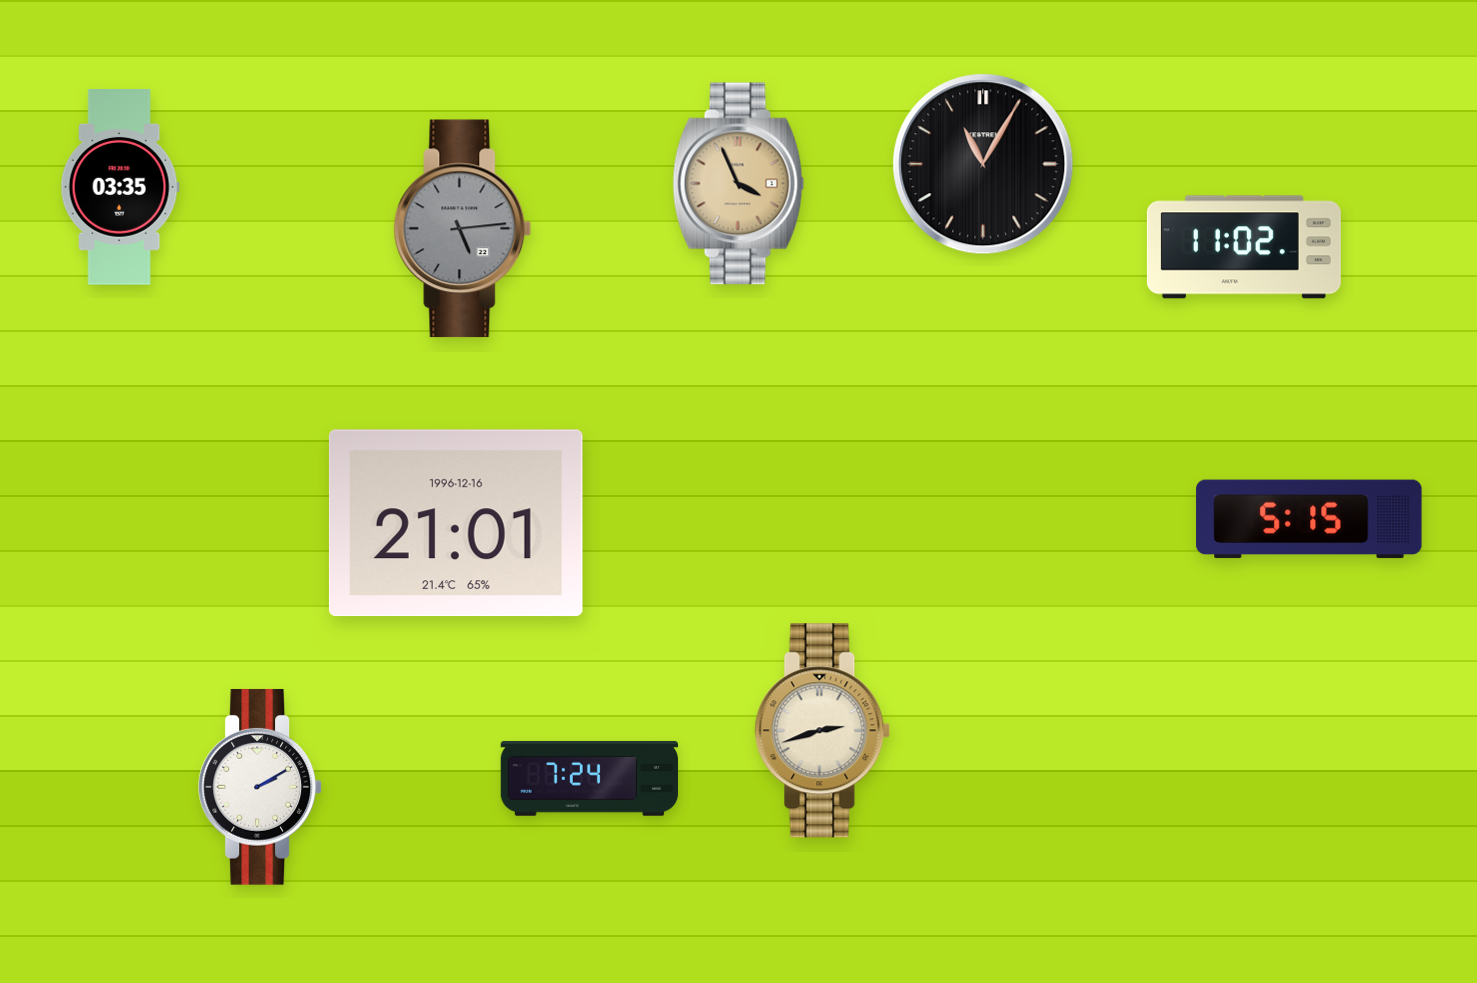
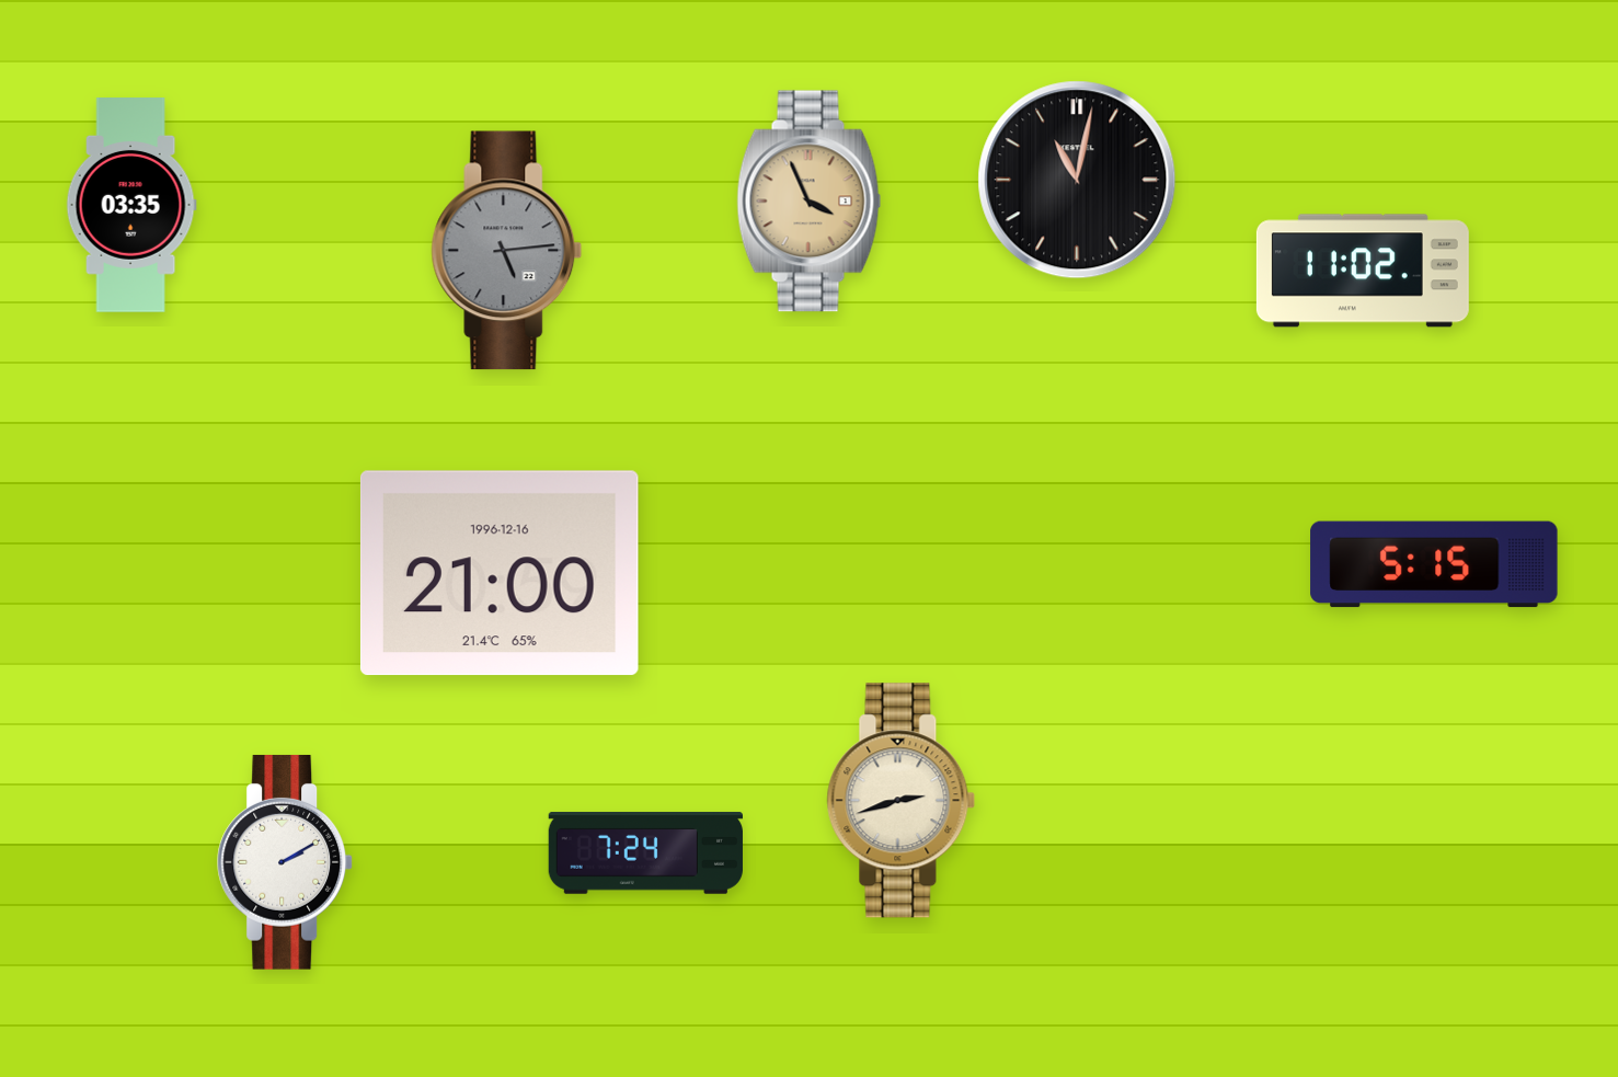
clock at (983, 164): 11:05 -> 11:02
clock at (1309, 519) position: (1309, 519) -> (1434, 564)
clock at (456, 523): 21:01 -> 21:00
